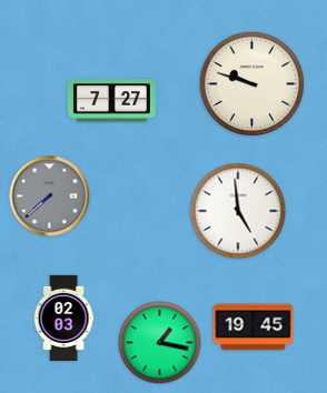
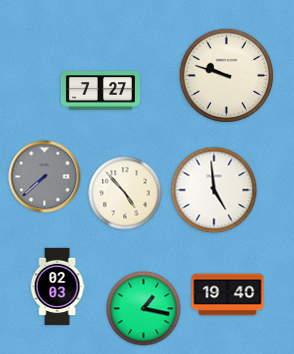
clock at (125, 193): none -> 4:53
clock at (254, 327): 19:45 -> 19:40
